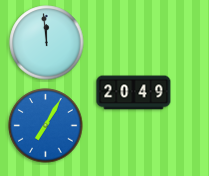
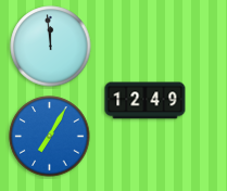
clock at (134, 93): 20:49 -> 12:49
